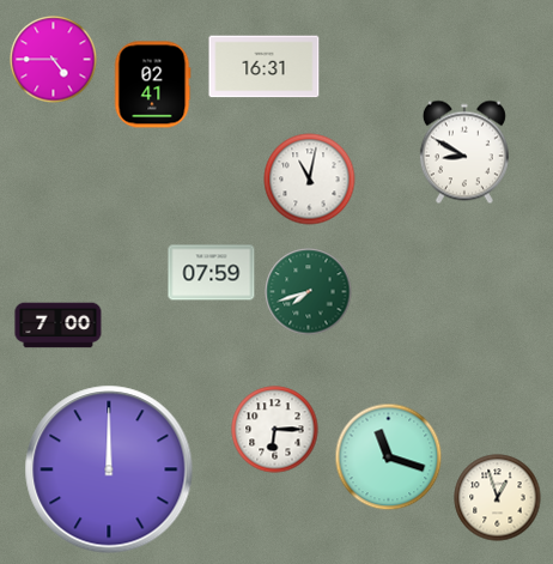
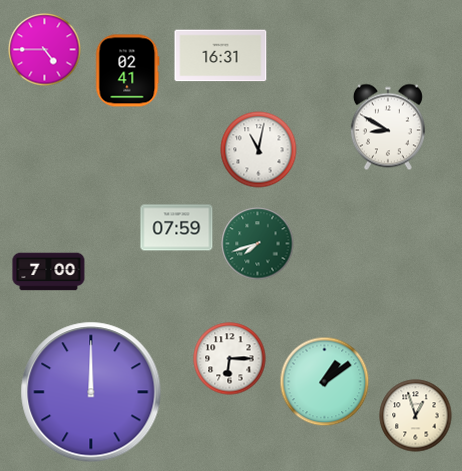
clock at (389, 457): 11:18 -> 1:09
